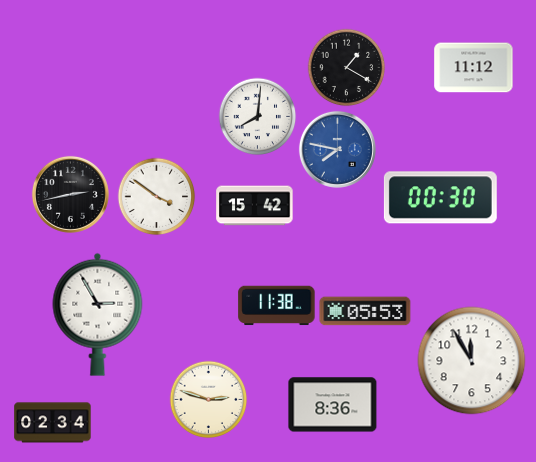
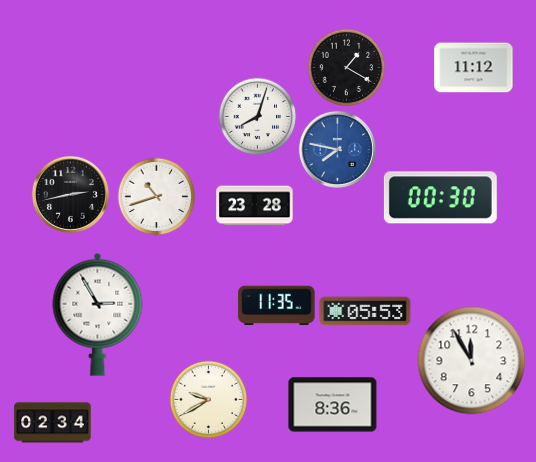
clock at (257, 116): 8:01 -> 8:03
clock at (156, 196): 3:51 -> 10:42
clock at (255, 206): 15:42 -> 23:28
clock at (277, 306): 11:38 -> 11:35
clock at (208, 399): 2:48 -> 9:40
